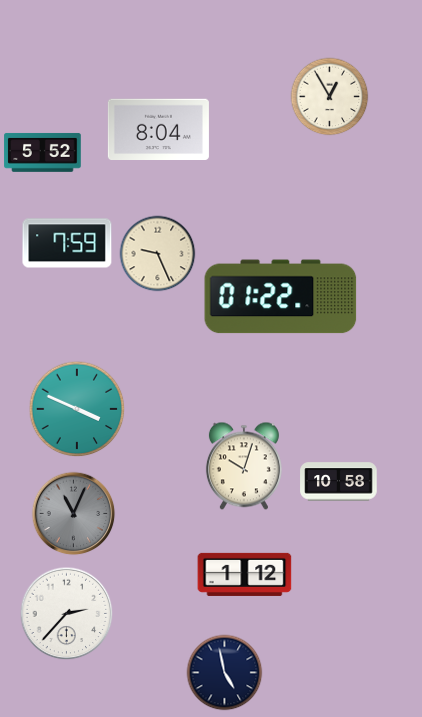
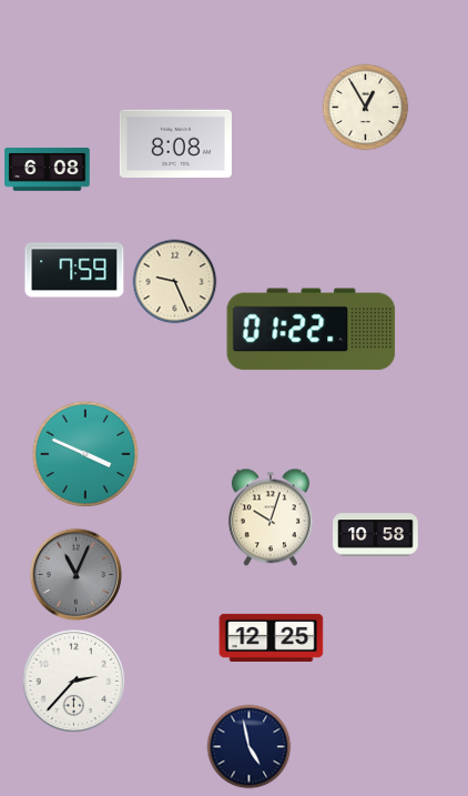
clock at (158, 129): 8:04 -> 8:08
clock at (43, 152): 5:52 -> 6:08
clock at (74, 514) position: (74, 514) -> (77, 575)
clock at (245, 574): 1:12 -> 12:25
